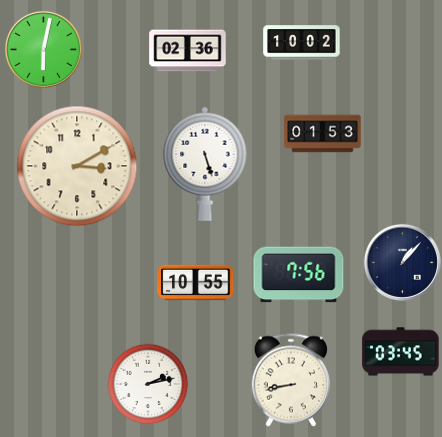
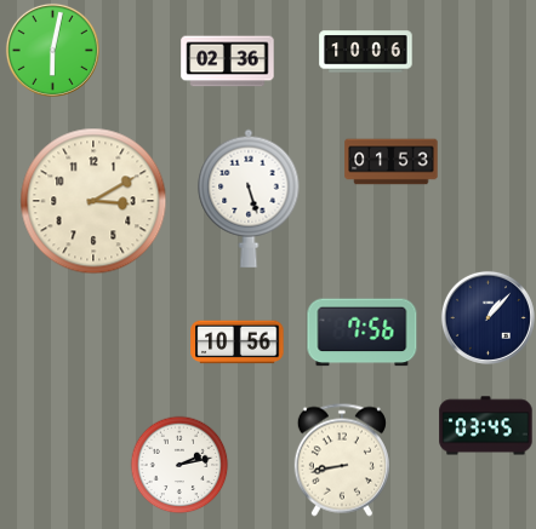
clock at (302, 43): 10:02 -> 10:06
clock at (43, 49) position: (43, 49) -> (52, 50)
clock at (196, 283): 10:55 -> 10:56
clock at (291, 380) position: (291, 380) -> (342, 460)
